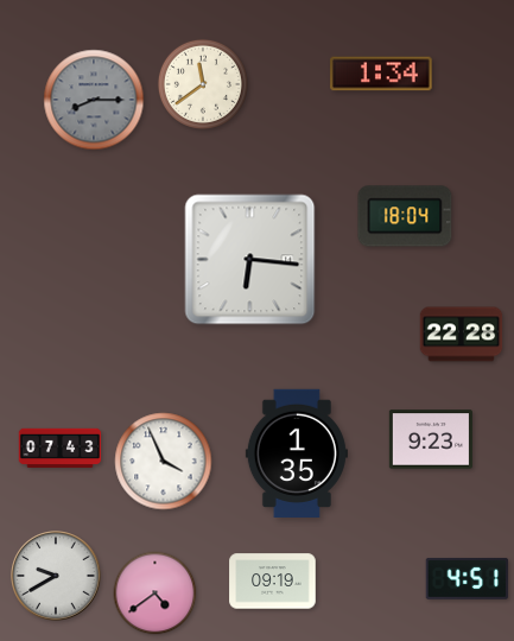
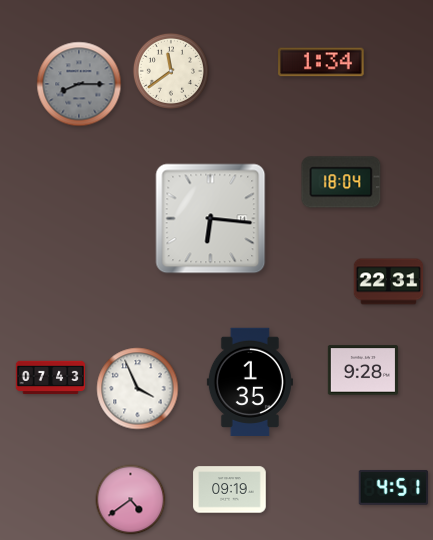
clock at (462, 335): 22:28 -> 22:31
clock at (431, 439): 9:23 -> 9:28
clock at (56, 576): 9:40 -> none
